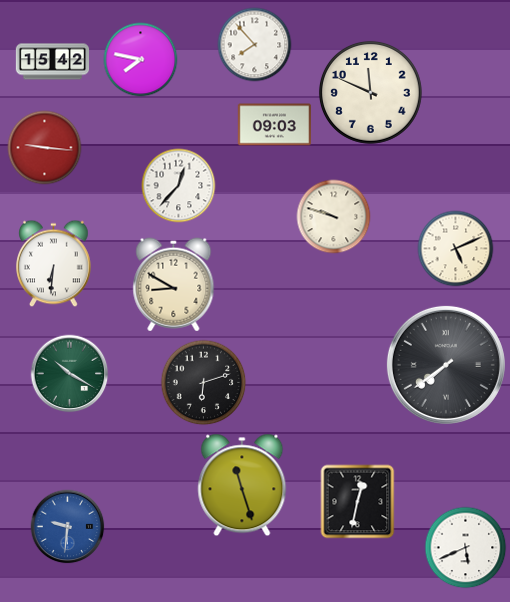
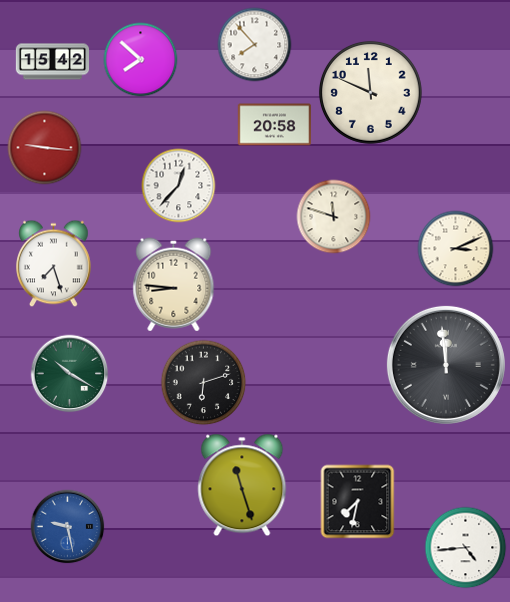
clock at (141, 60): 7:47 -> 7:52
clock at (274, 125): 09:03 -> 20:58
clock at (334, 217): 9:48 -> 11:48
clock at (456, 249): 5:11 -> 3:11
clock at (54, 264): 6:31 -> 7:27
clock at (174, 285): 8:50 -> 8:46
clock at (446, 365): 7:39 -> 11:59
clock at (358, 502): 12:32 -> 7:32
clock at (68, 527): 9:31 -> 9:28
clock at (466, 548): 5:41 -> 4:44
